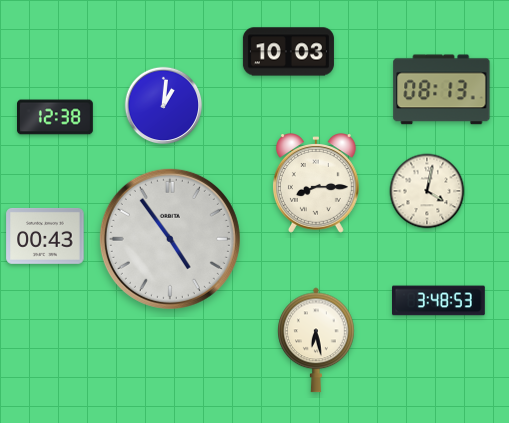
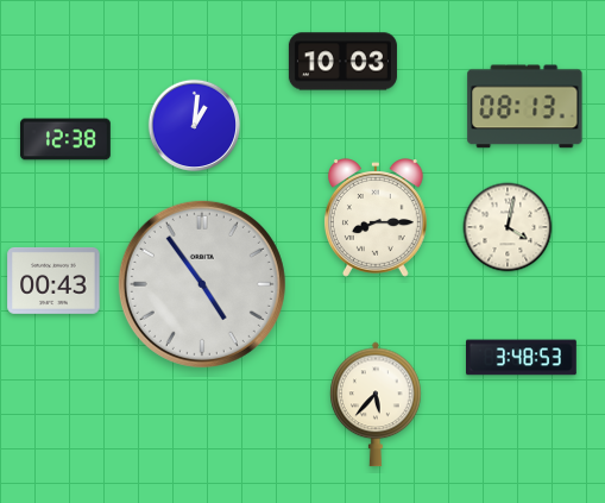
clock at (316, 340): 6:28 -> 5:37
